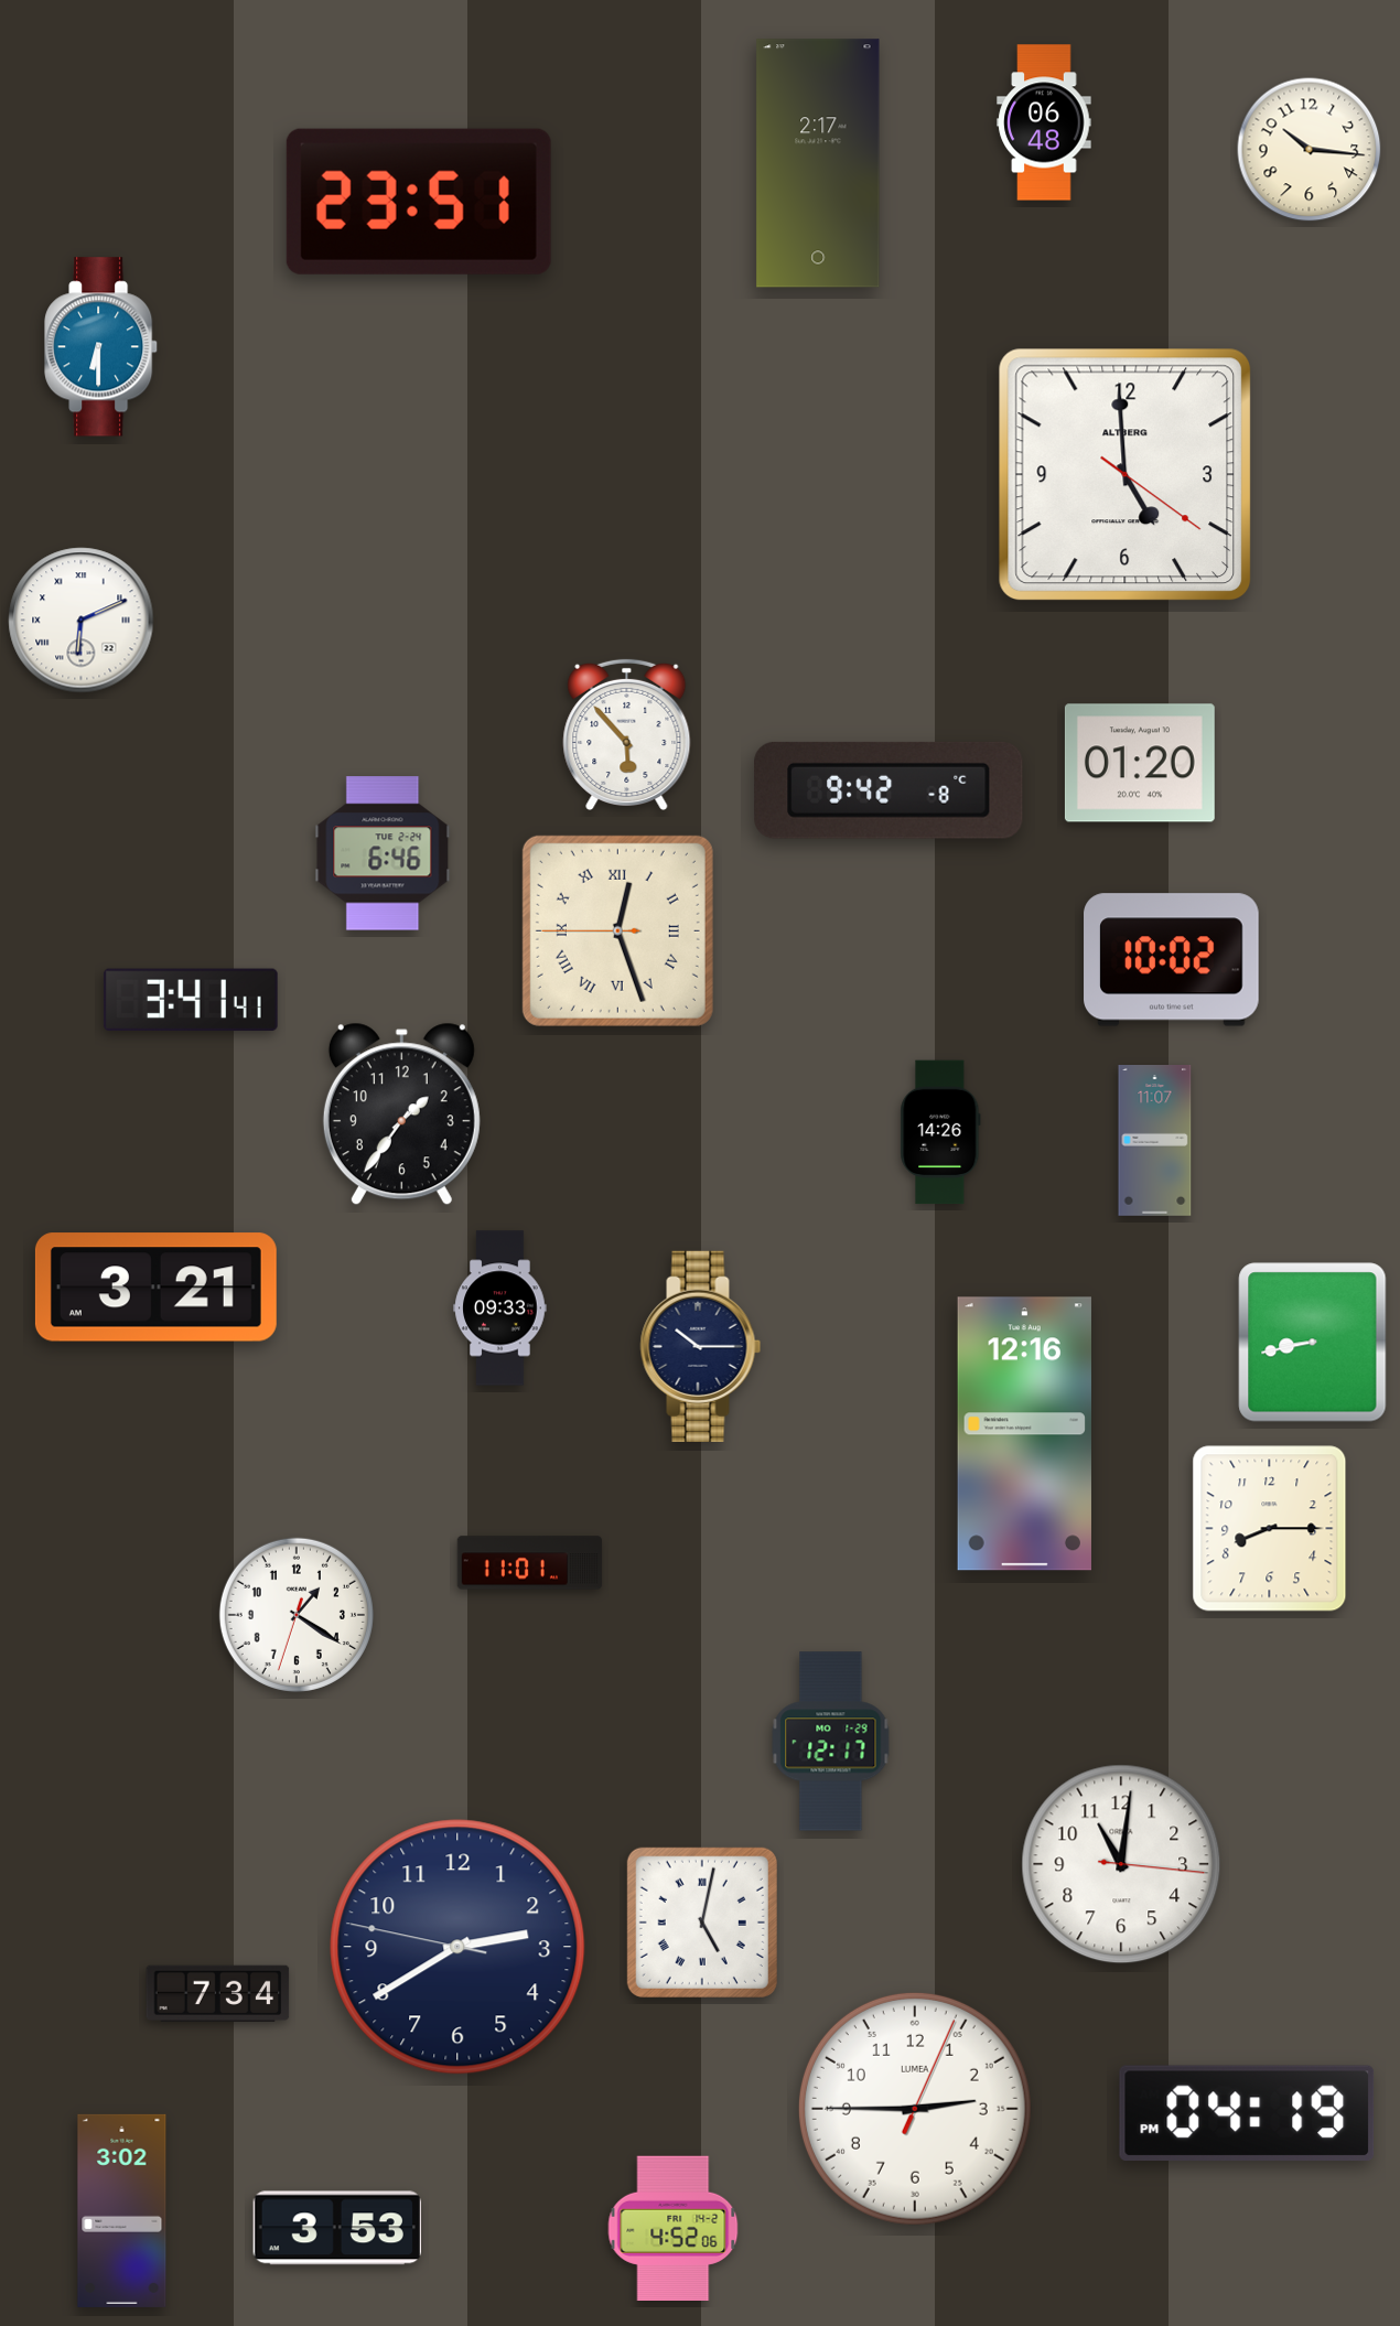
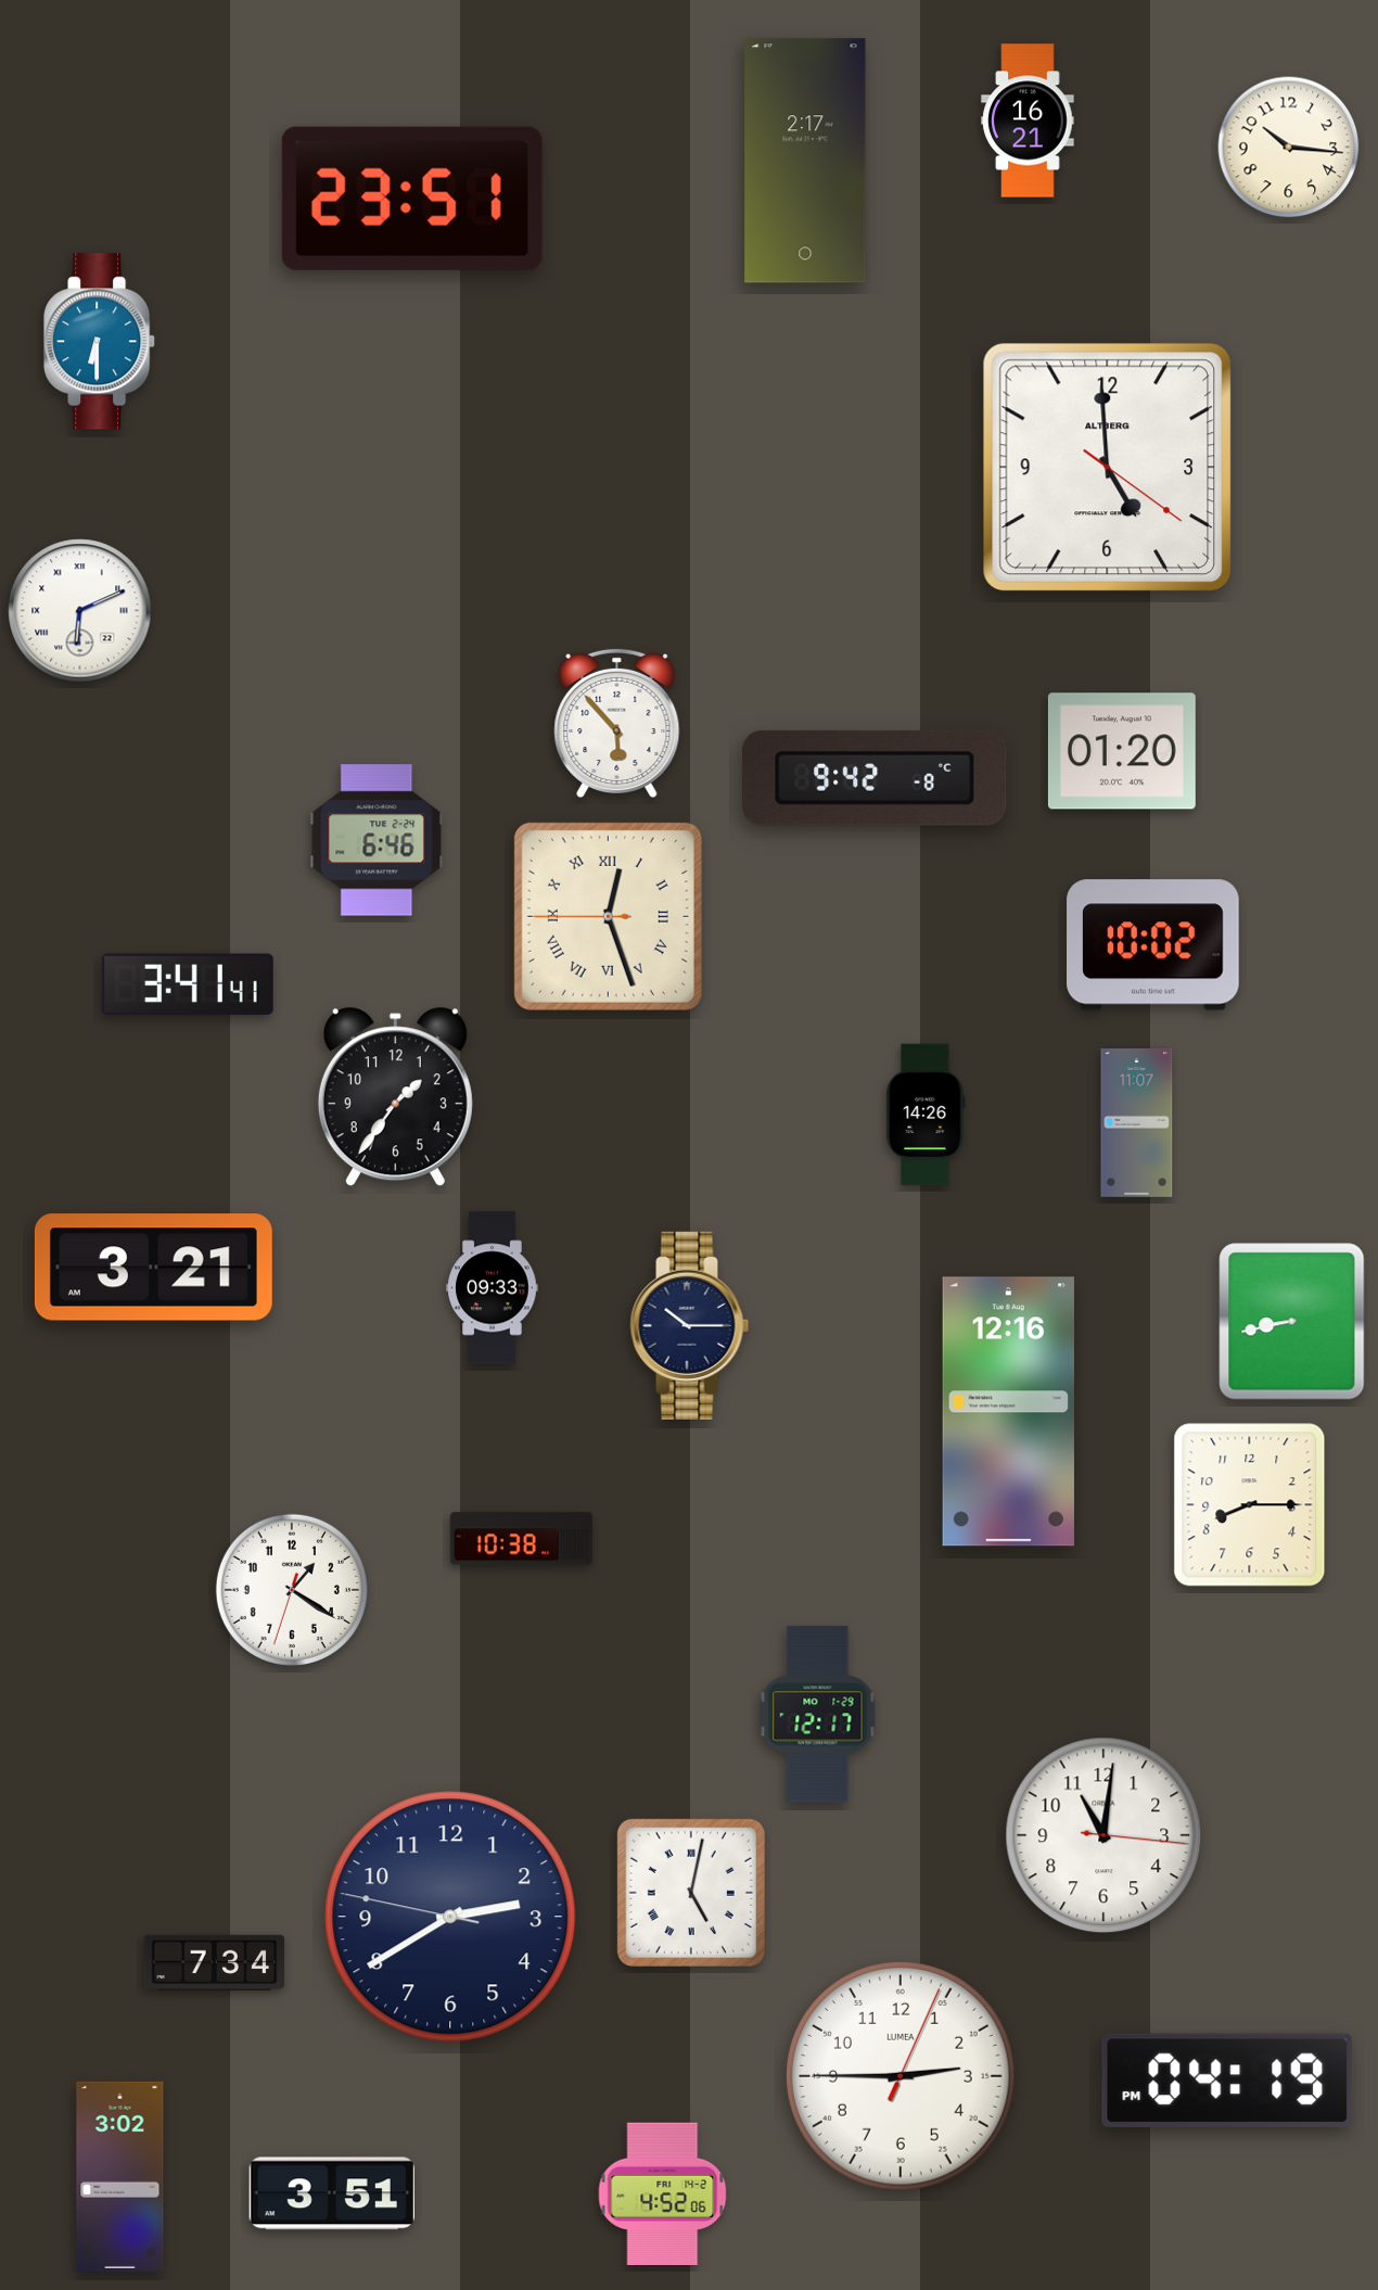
clock at (1044, 122): 06:48 -> 16:21
clock at (530, 1563): 11:01 -> 10:38
clock at (337, 2228): 3:53 -> 3:51
